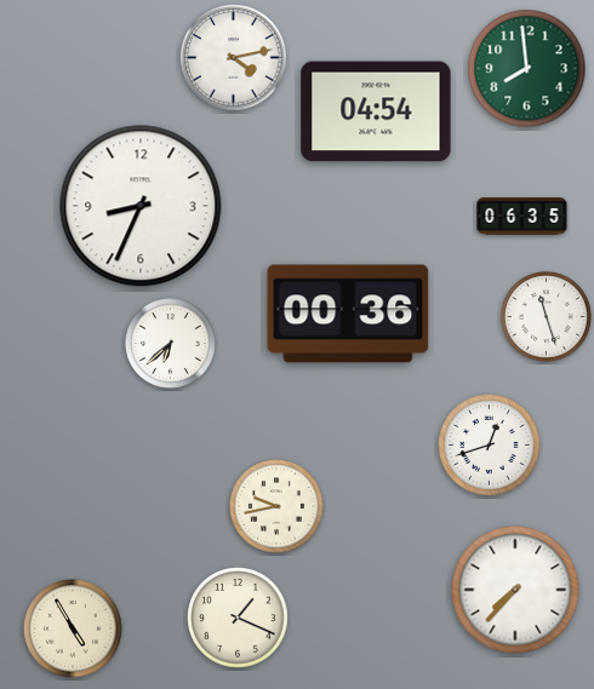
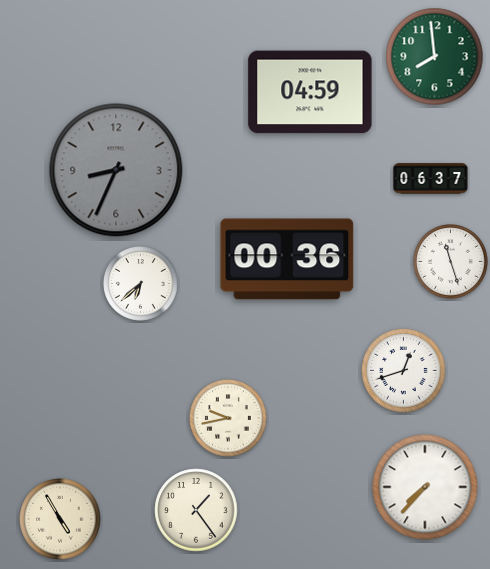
clock at (234, 58): 4:13 -> none
clock at (376, 111): 04:54 -> 04:59
clock at (141, 206) dial: white -> grey
clock at (522, 217): 06:35 -> 06:37
clock at (490, 446) position: (490, 446) -> (404, 371)
clock at (238, 618): 1:19 -> 1:24
